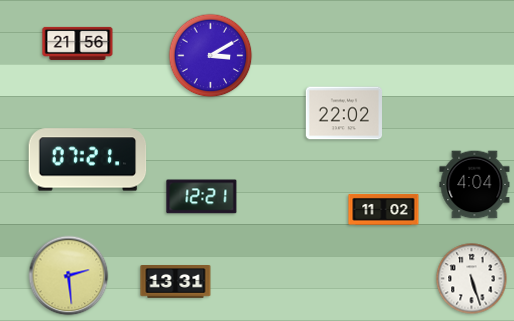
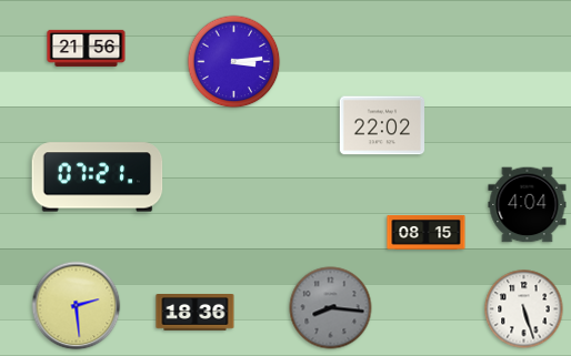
clock at (211, 56): 3:10 -> 3:14
clock at (202, 197): 12:21 -> none
clock at (384, 209): 11:02 -> 08:15
clock at (331, 308): none -> 8:16
clock at (176, 282): 13:31 -> 18:36
